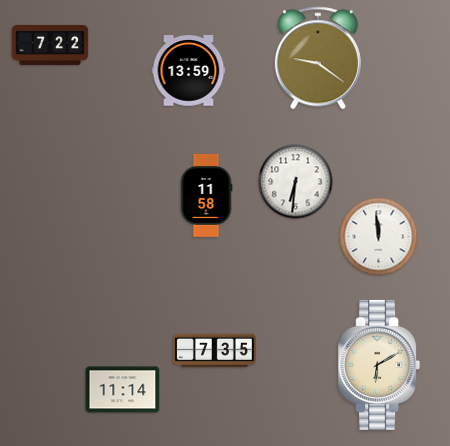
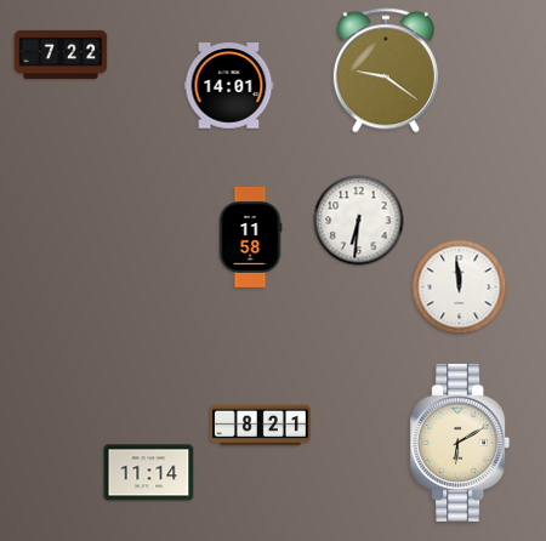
clock at (189, 71): 13:59 -> 14:01
clock at (214, 351): 7:35 -> 8:21
